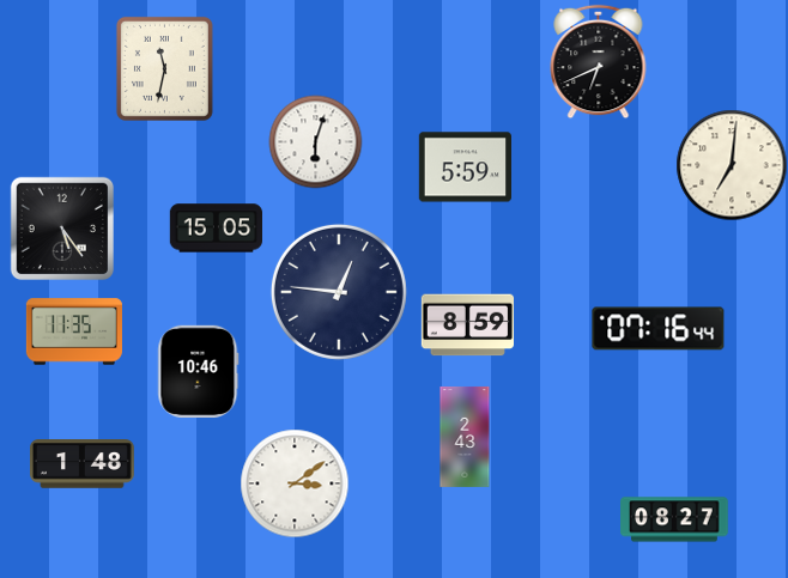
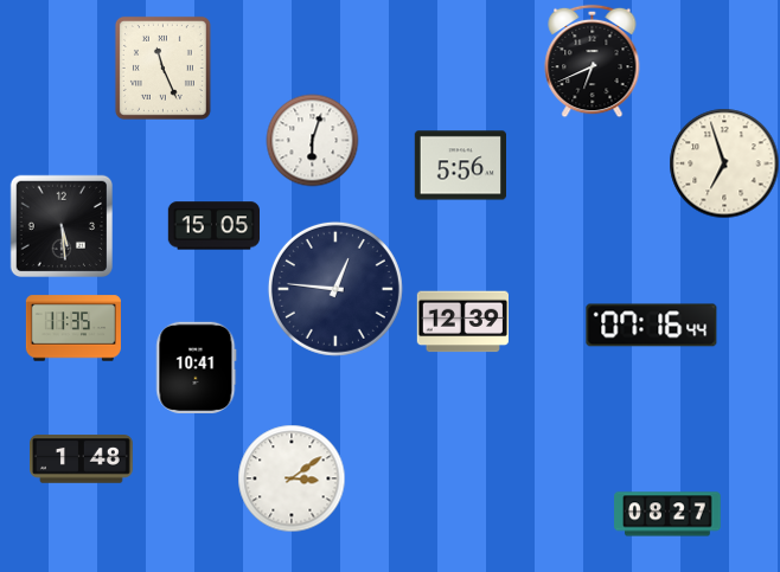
clock at (164, 68): 11:32 -> 11:26
clock at (732, 165): 7:01 -> 6:57
clock at (465, 168): 5:59 -> 5:56
clock at (61, 227): 5:24 -> 5:29
clock at (467, 325): 8:59 -> 12:39
clock at (199, 371): 10:46 -> 10:41
clock at (465, 437): 2:43 -> none
